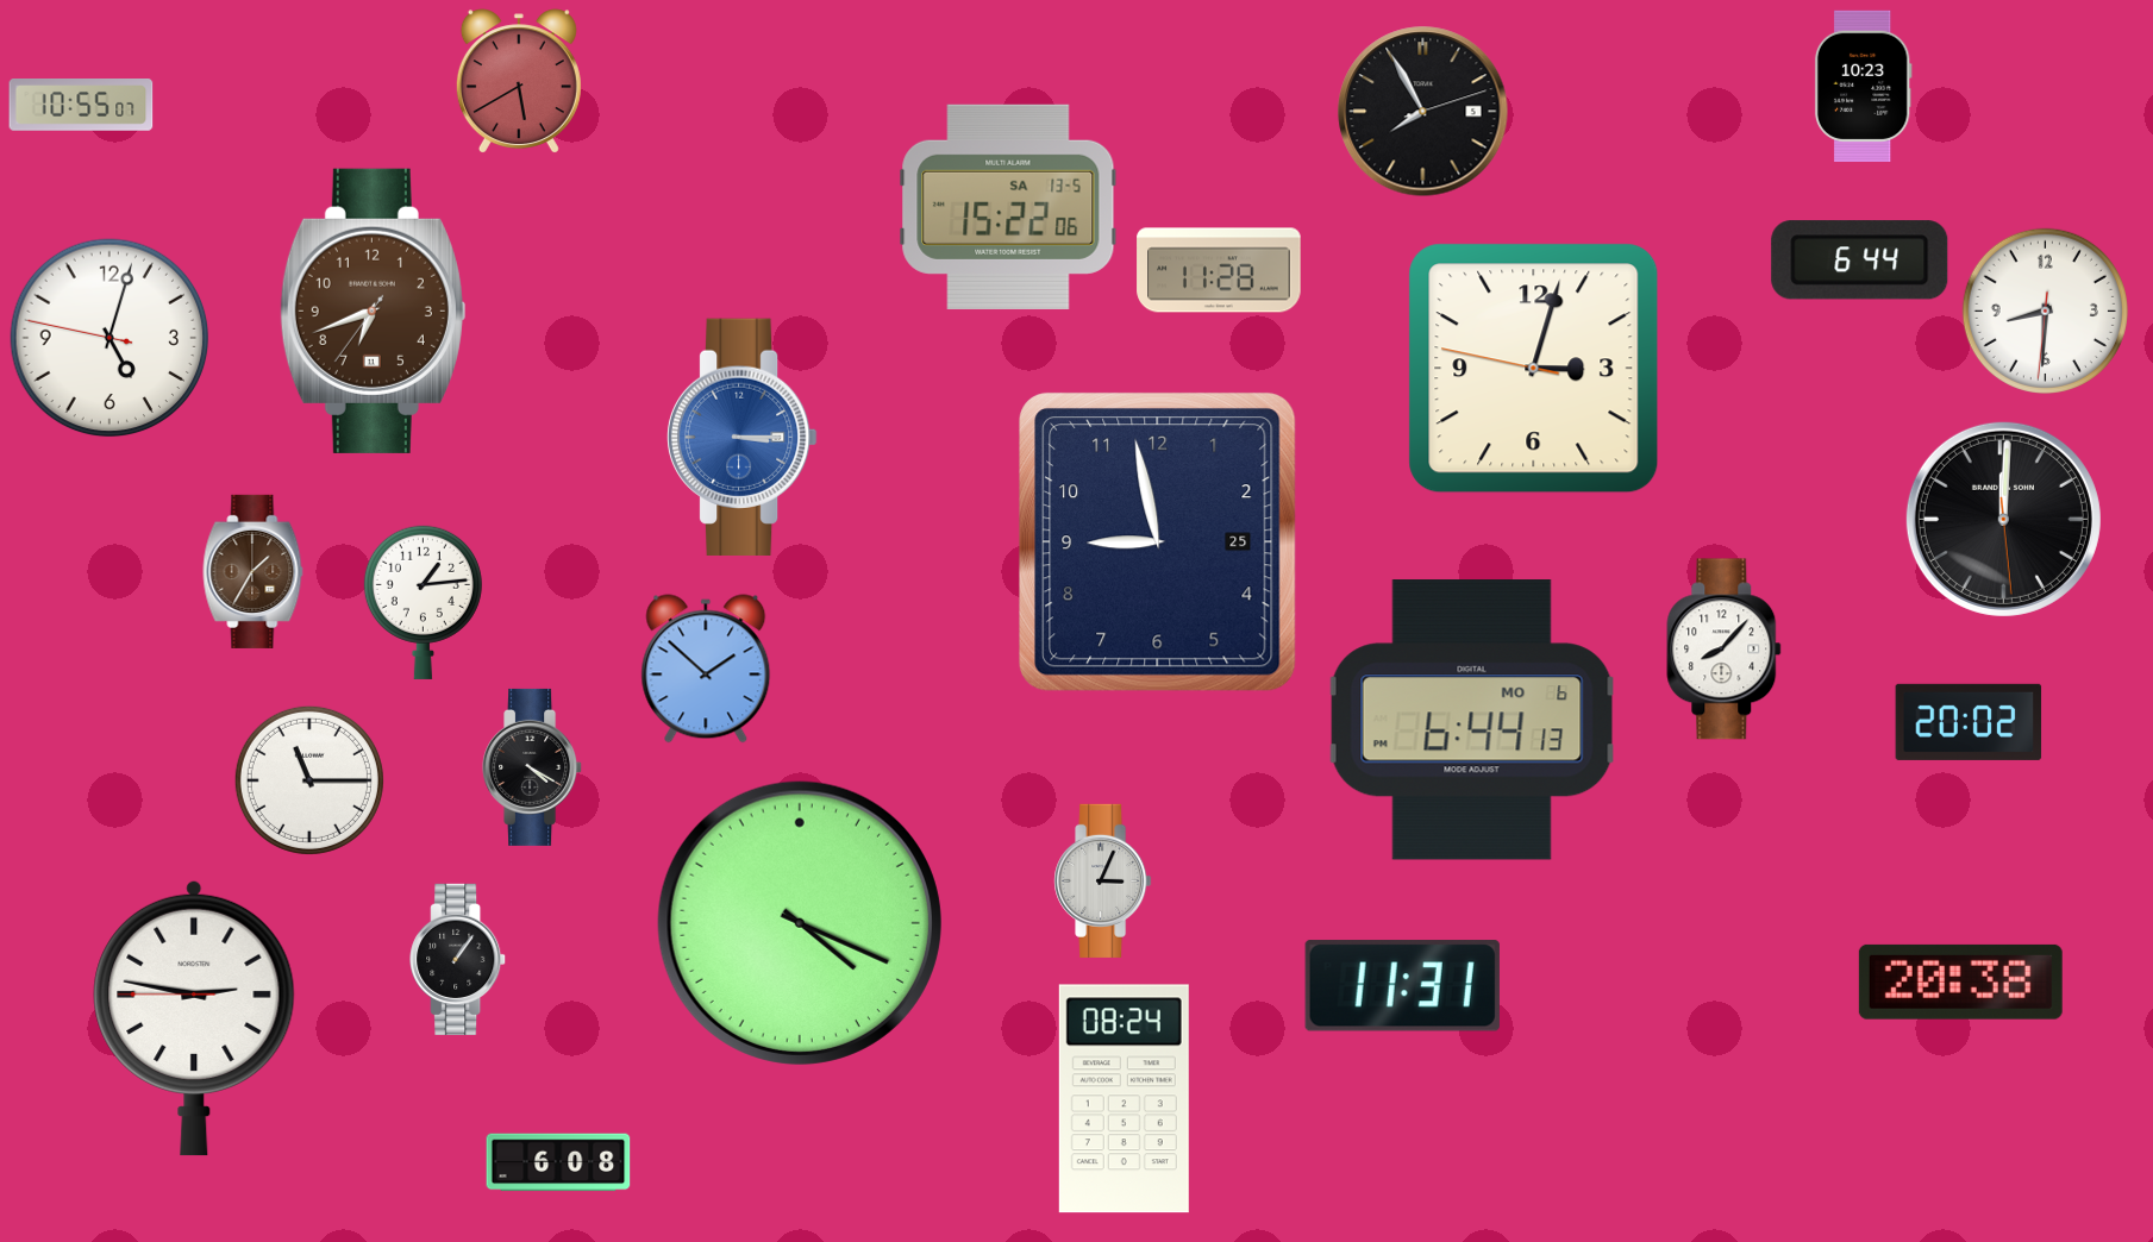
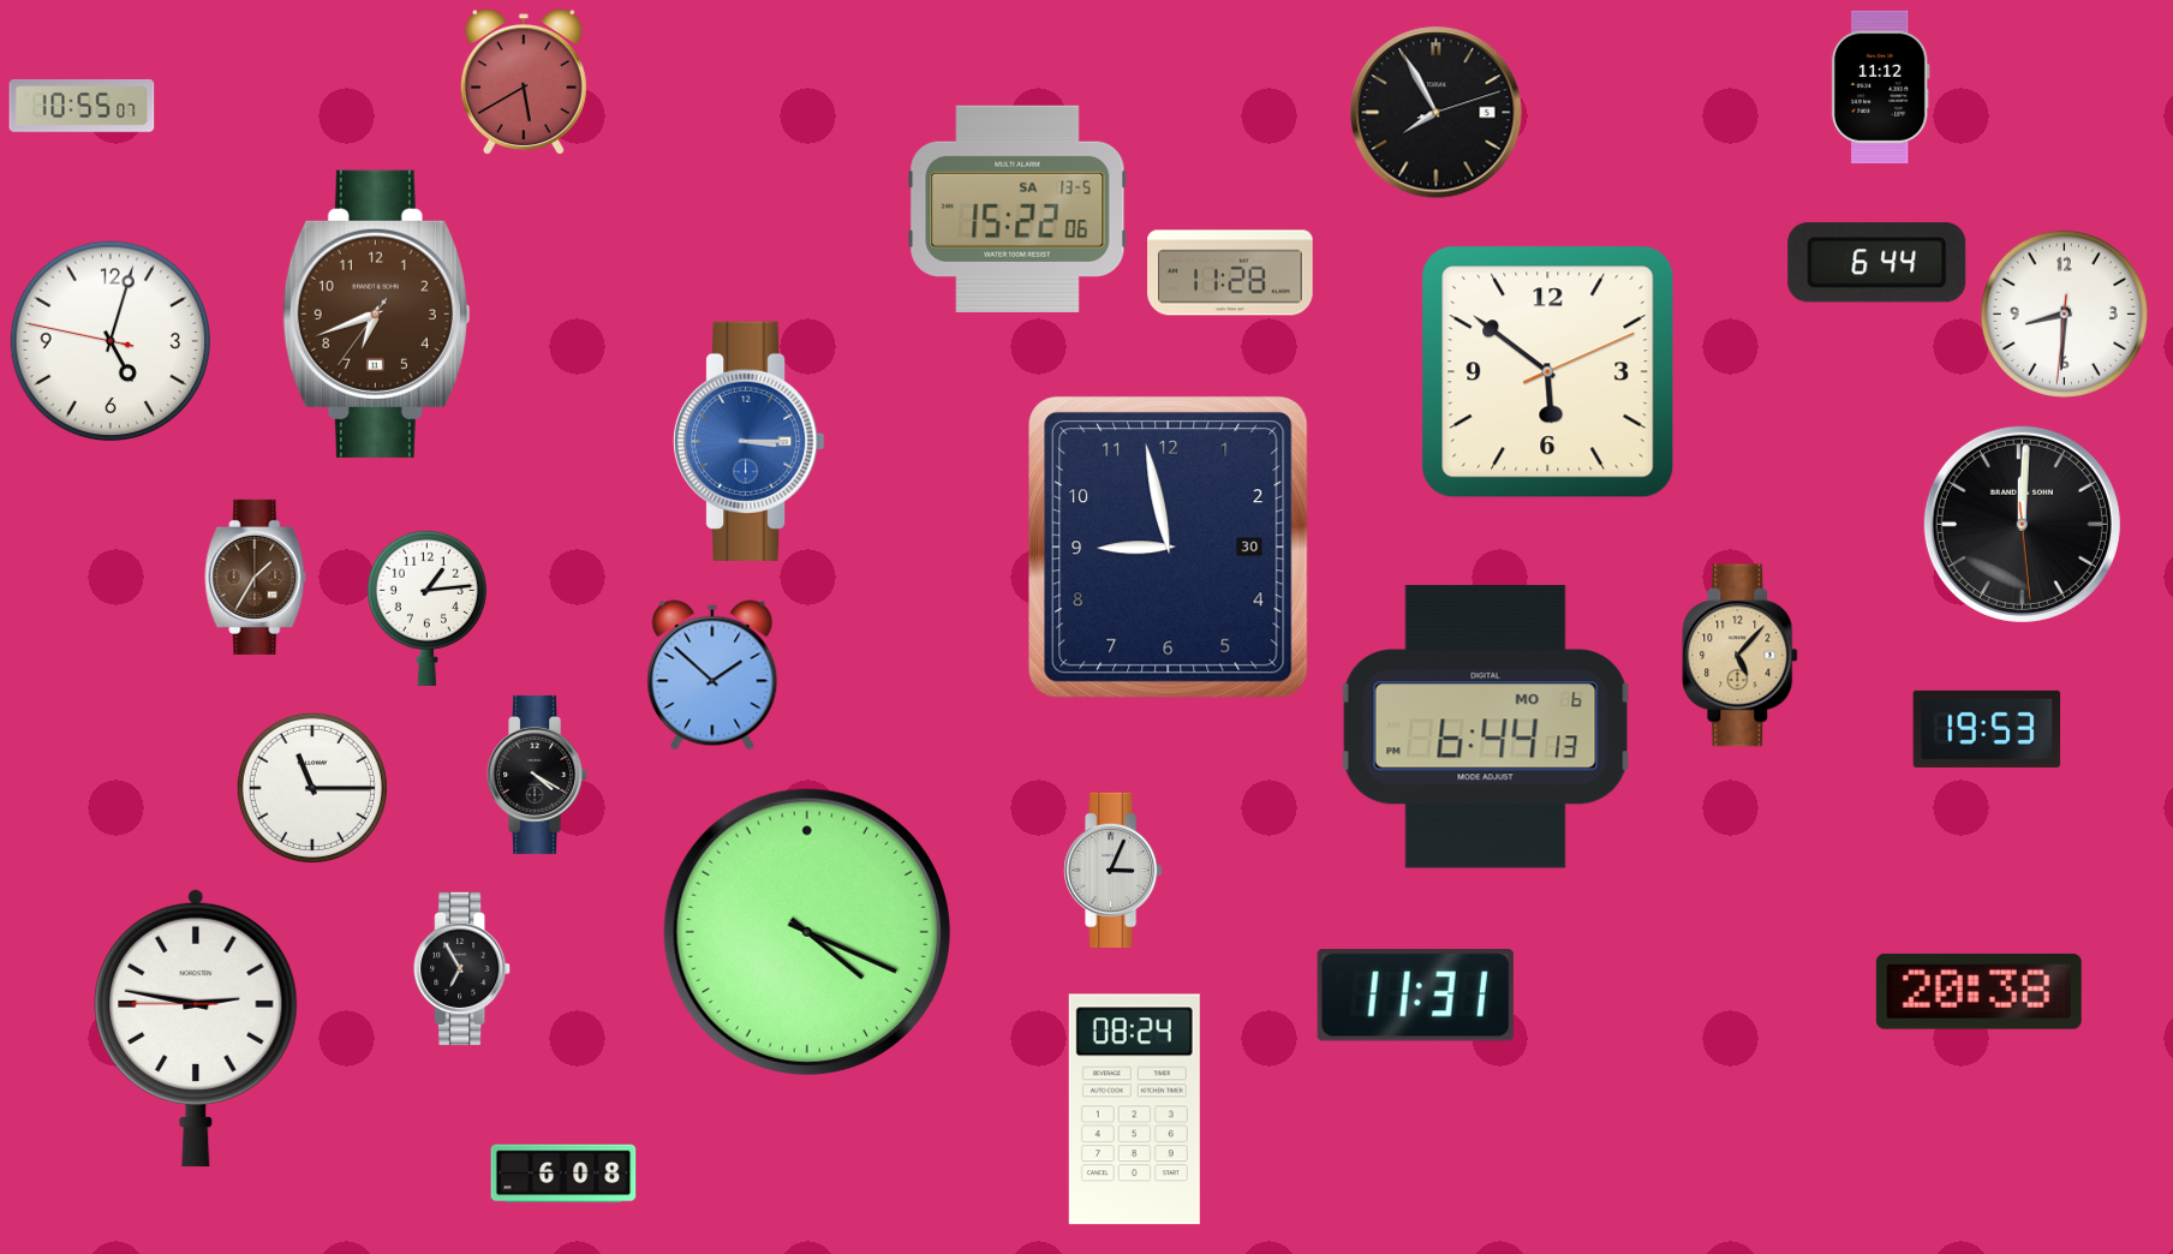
clock at (1863, 86): 10:23 -> 11:12
clock at (1534, 369): 3:02 -> 5:51
clock at (1158, 542) date: 25 -> 30
clock at (1725, 650): 8:07 -> 5:07
clock at (1725, 650) dial: white -> champagne
clock at (1969, 722): 20:02 -> 19:53
clock at (1103, 880) position: (1103, 880) -> (1114, 870)
clock at (458, 959): 1:06 -> 6:55
